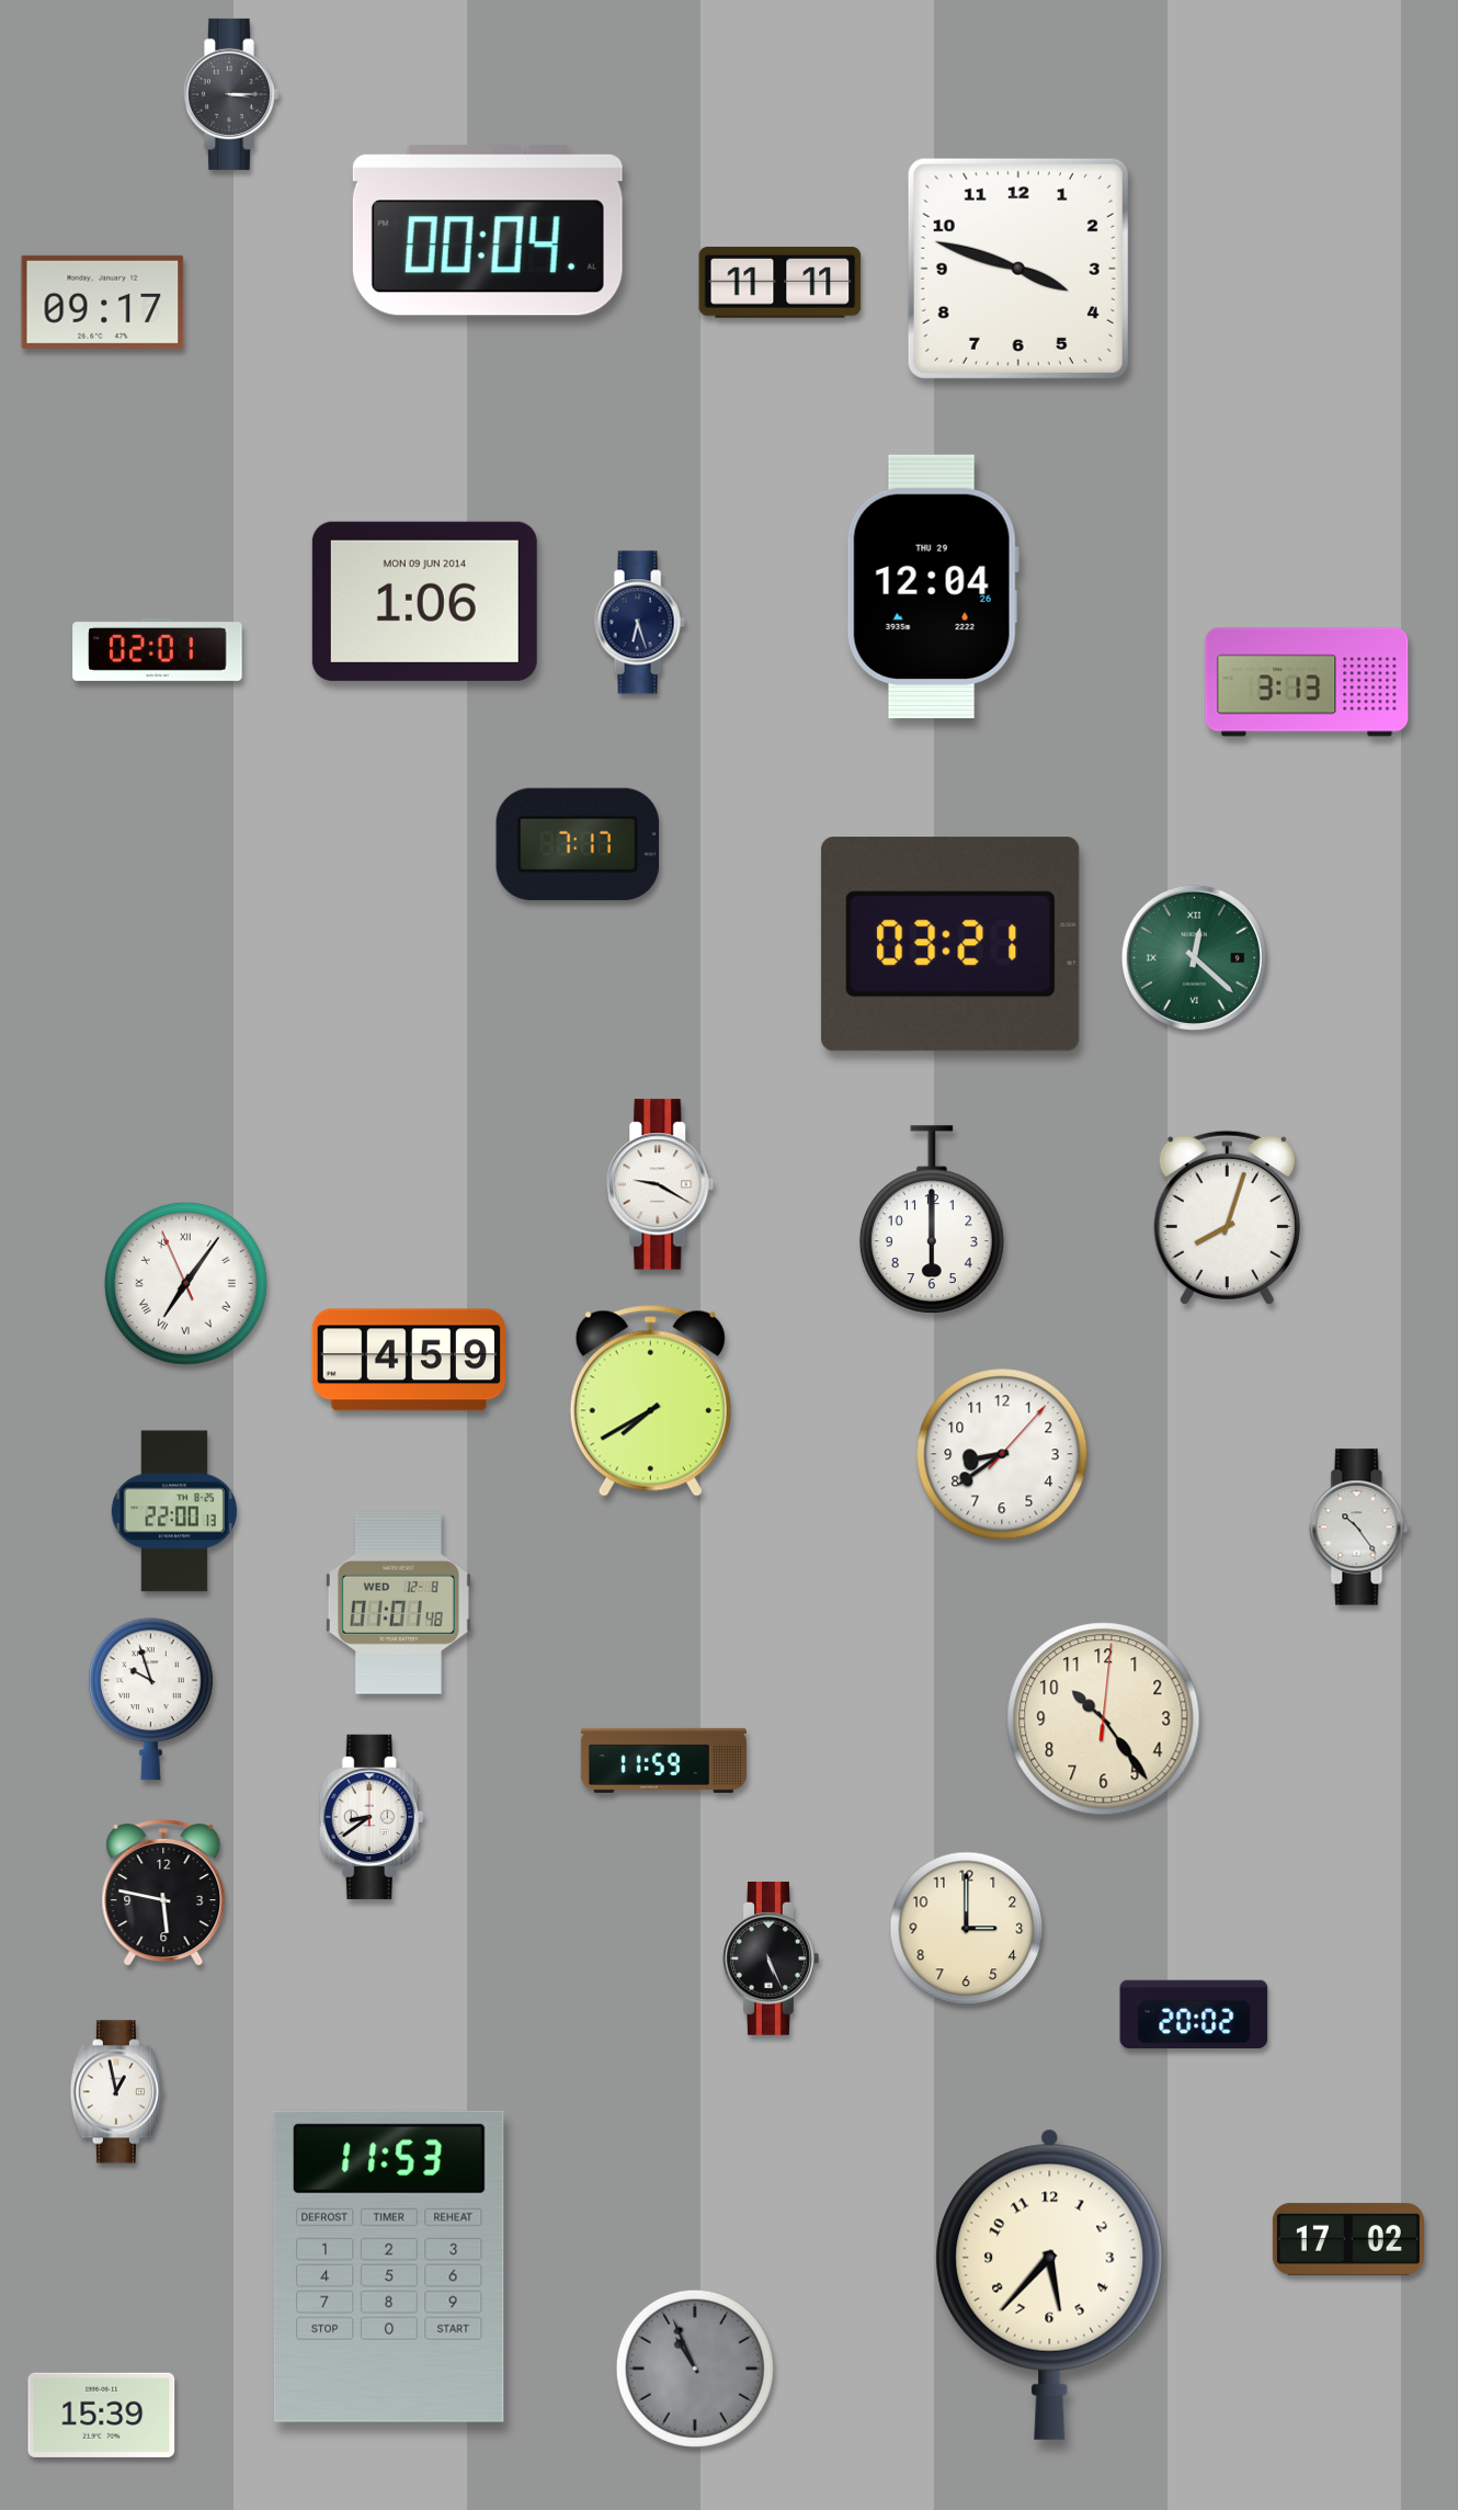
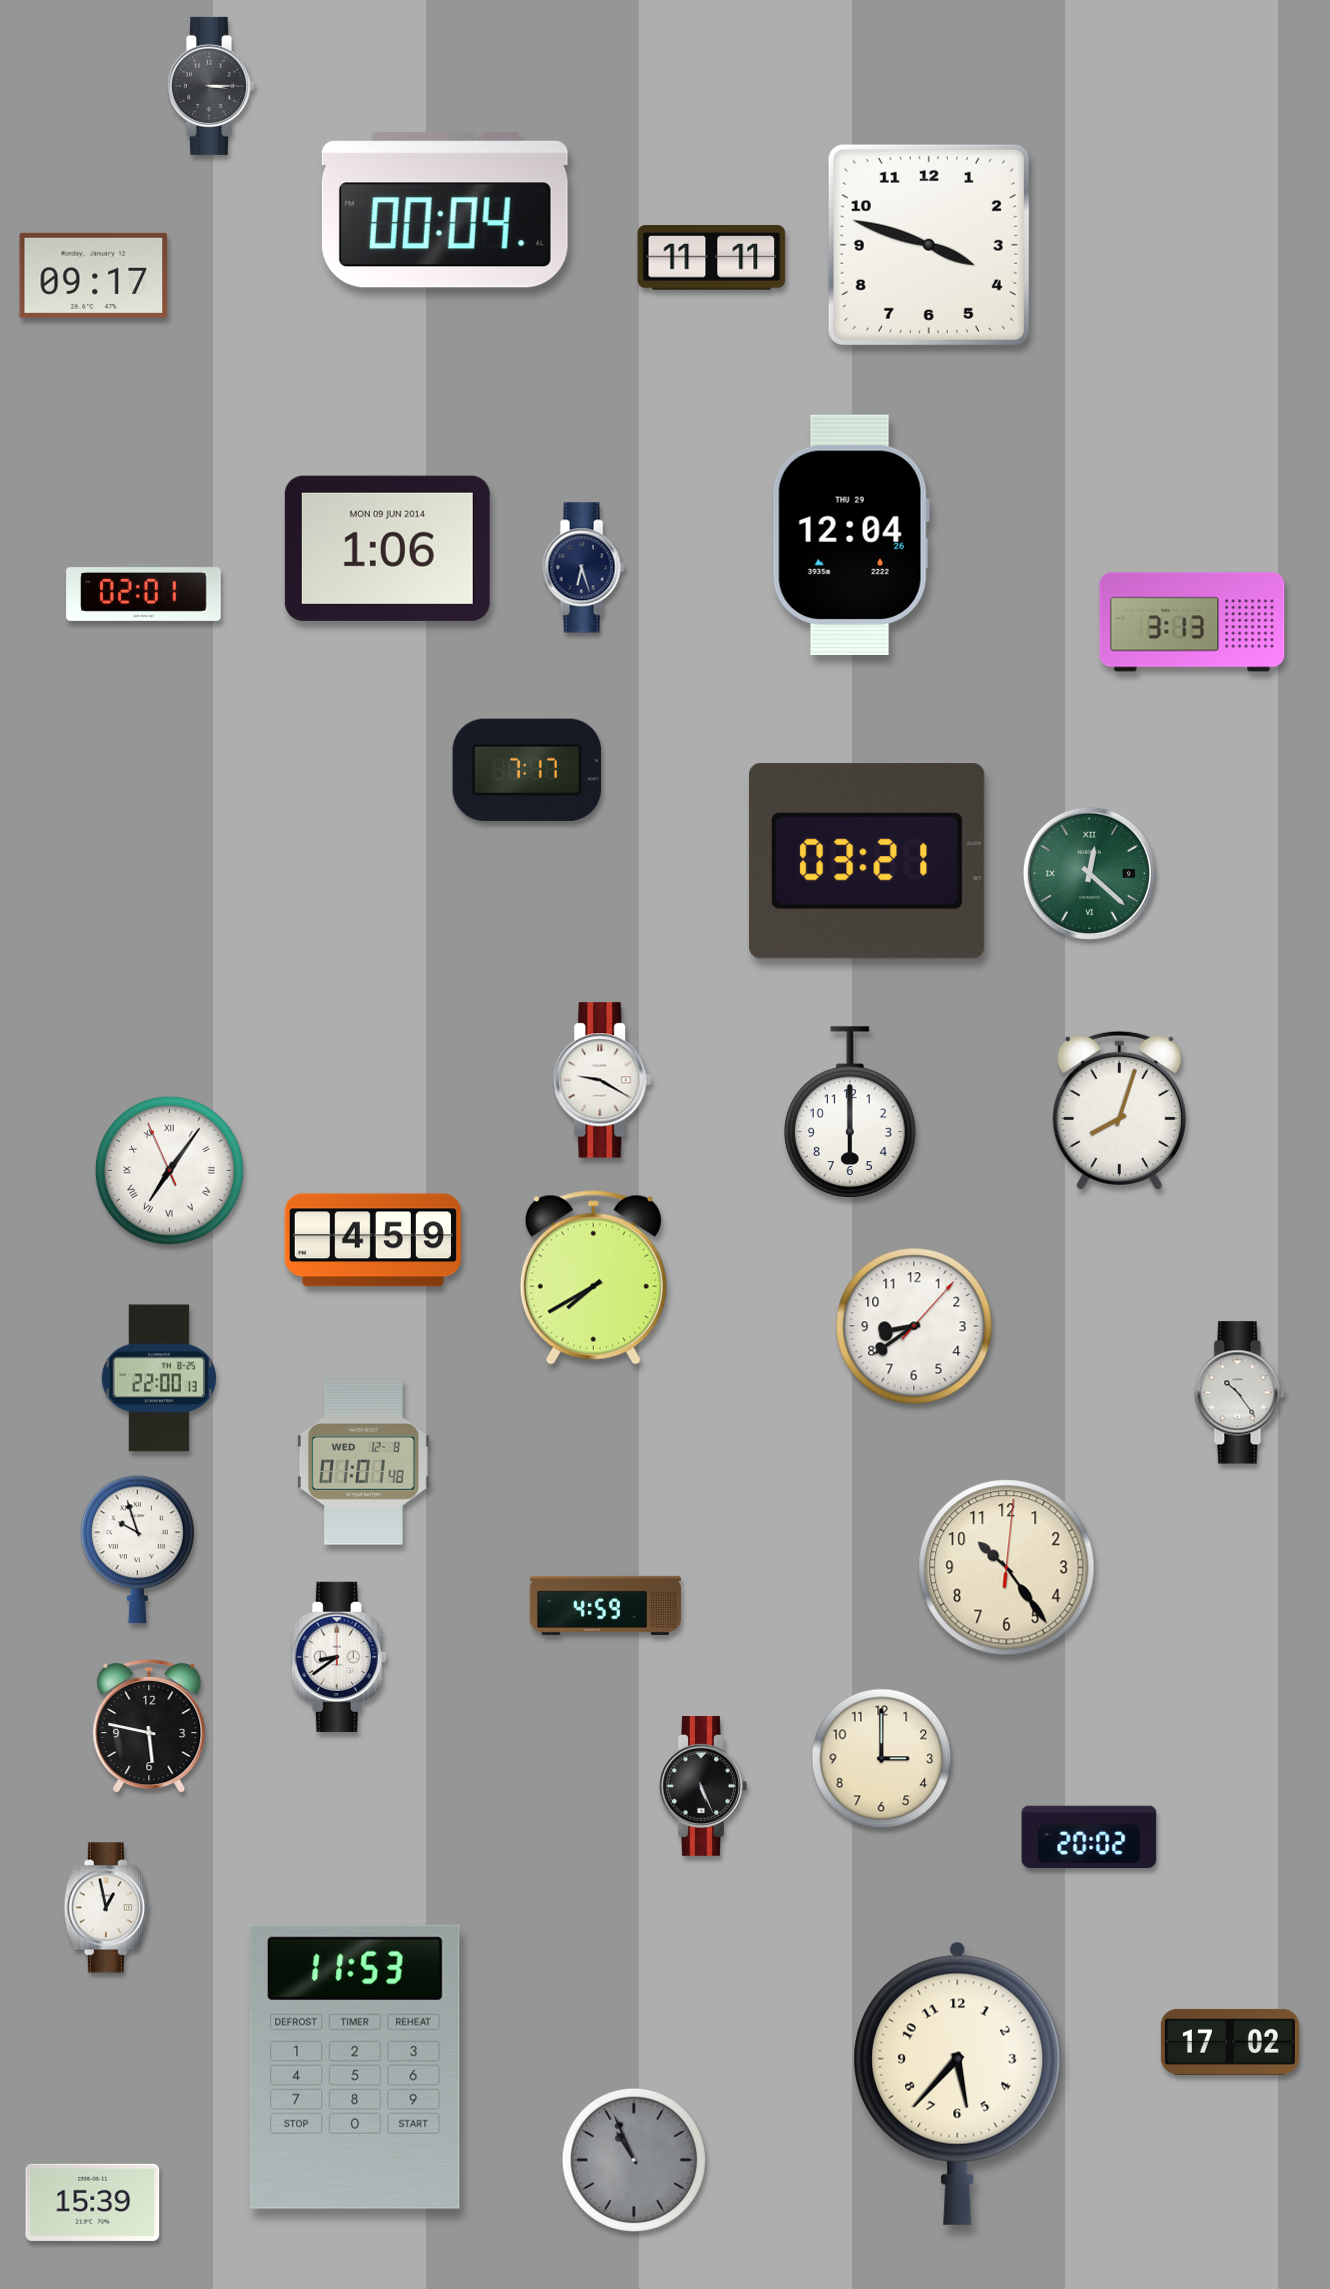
clock at (663, 1760): 11:59 -> 4:59
